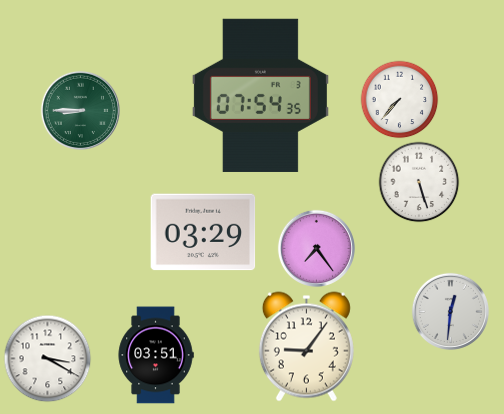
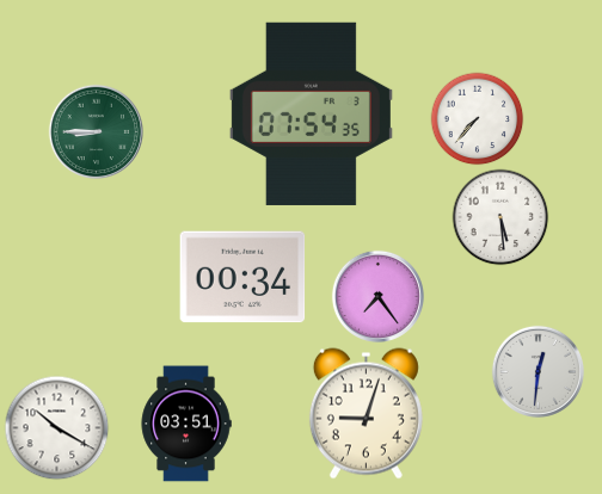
clock at (419, 182): 5:27 -> 5:29
clock at (203, 232): 03:29 -> 00:34
clock at (306, 347): 9:06 -> 9:03
clock at (47, 358): 3:20 -> 10:20
